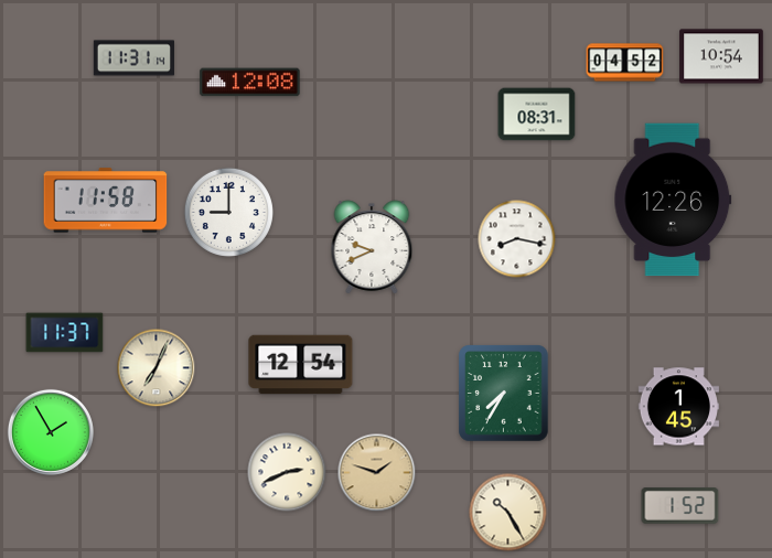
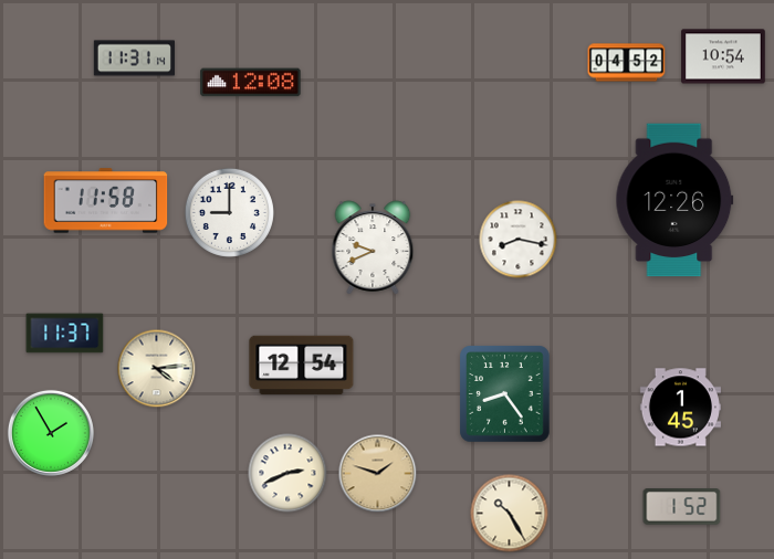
clock at (537, 115): 08:31 -> none
clock at (157, 368): 7:04 -> 4:14
clock at (504, 394): 7:35 -> 8:24
